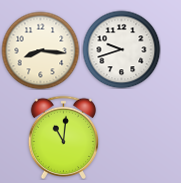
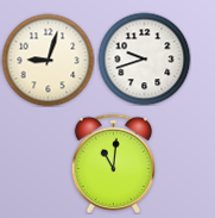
clock at (40, 50): 8:16 -> 9:03
clock at (64, 137) position: (64, 137) -> (114, 163)
